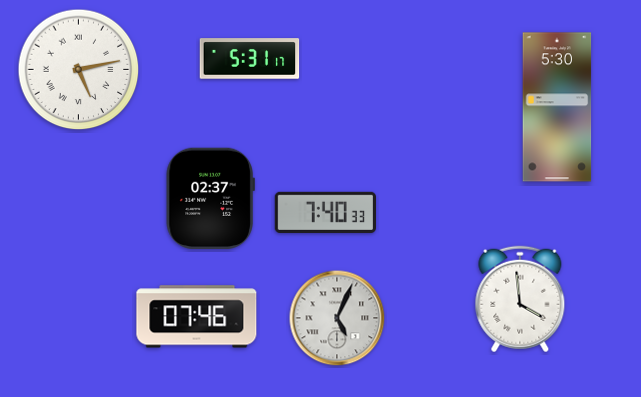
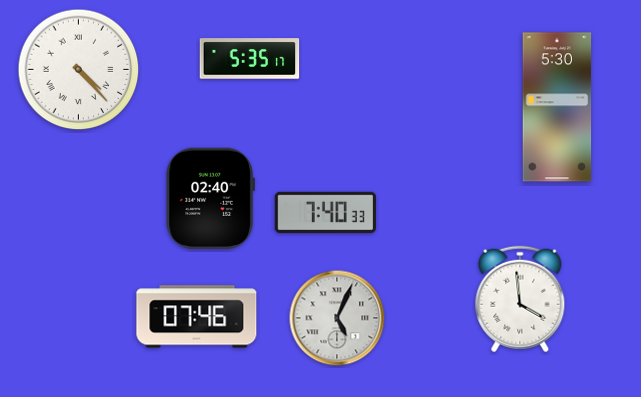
clock at (250, 59): 5:31 -> 5:35
clock at (79, 70): 5:13 -> 4:23
clock at (210, 198): 02:37 -> 02:40
